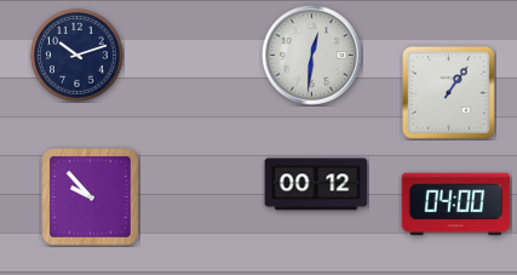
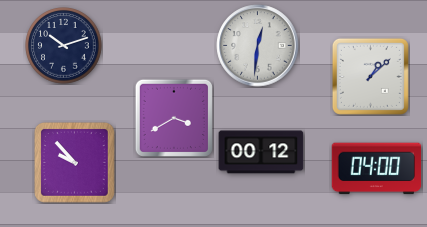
clock at (448, 92): 1:06 -> 1:08
clock at (174, 118): none -> 3:40
